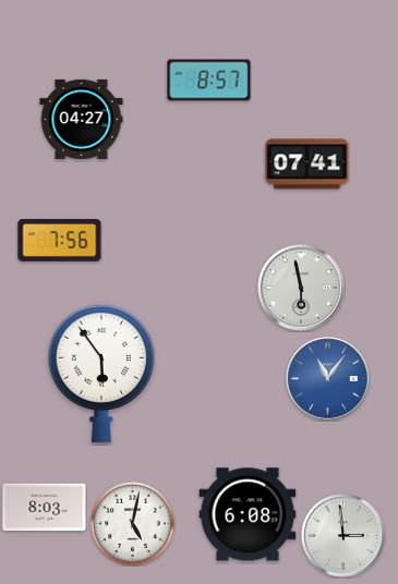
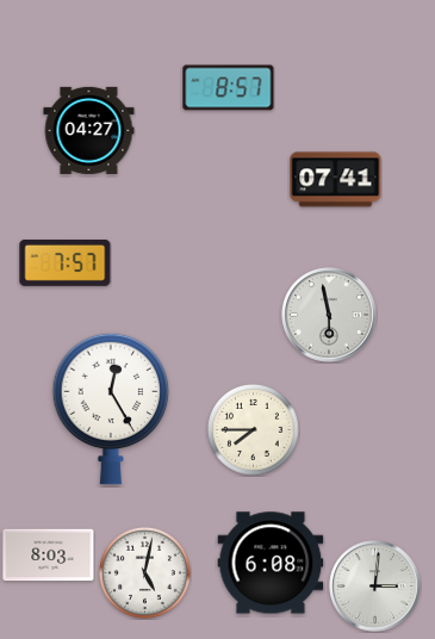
clock at (60, 240): 7:56 -> 7:57
clock at (101, 374): 5:54 -> 12:25
clock at (328, 379): 11:06 -> none
clock at (253, 429): none -> 7:45
clock at (343, 536): 2:59 -> 3:01
